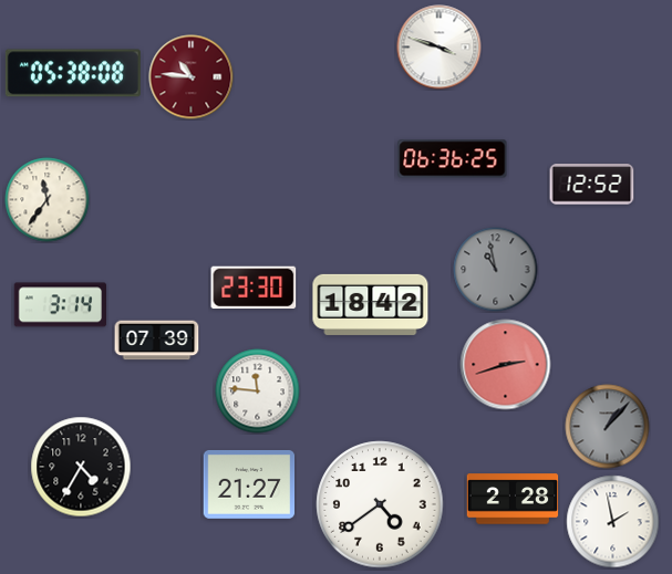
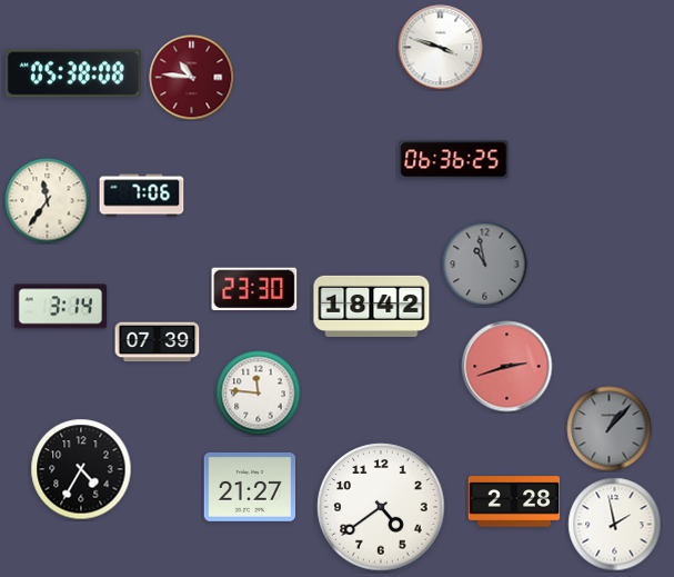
clock at (592, 185): 12:52 -> none
clock at (142, 196): none -> 7:06
clock at (496, 270) position: (496, 270) -> (485, 265)
